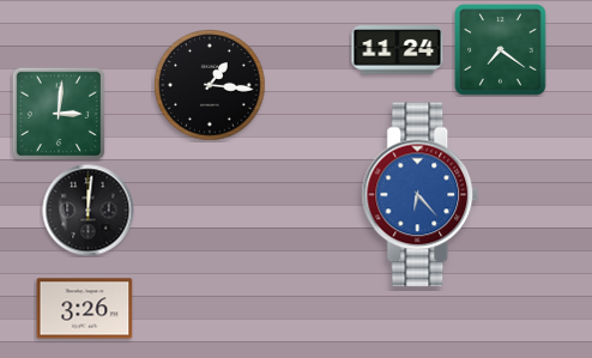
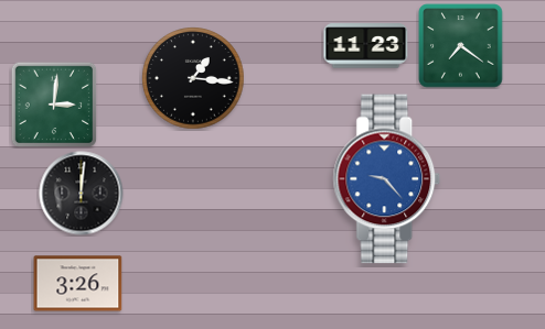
clock at (398, 50): 11:24 -> 11:23
clock at (421, 195): 6:23 -> 9:23
